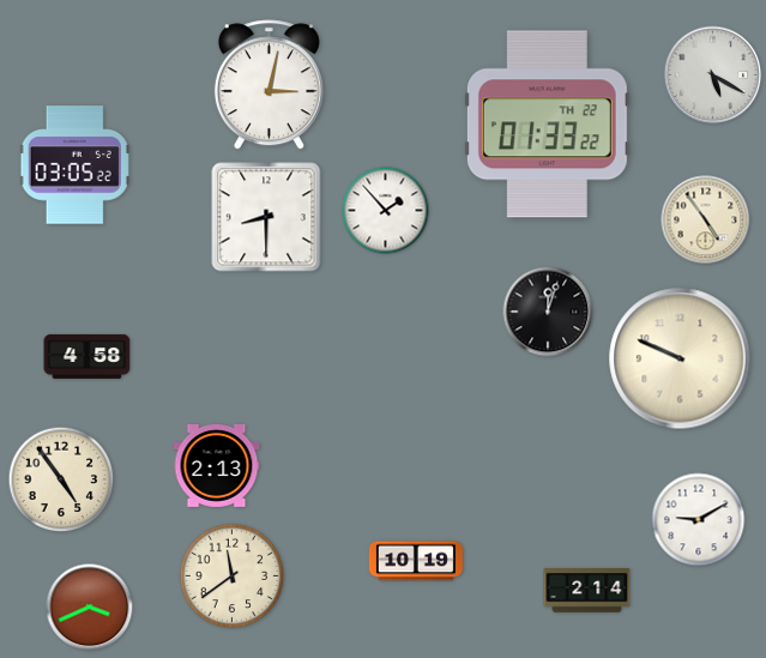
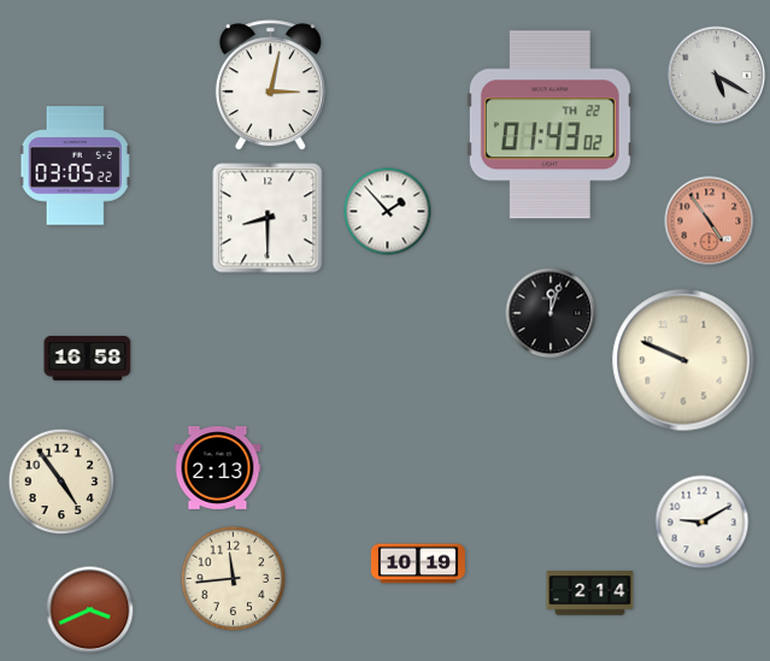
clock at (547, 125): 01:33 -> 01:43
clock at (706, 221) dial: cream -> salmon
clock at (88, 356): 4:58 -> 16:58
clock at (233, 576): 11:39 -> 11:44
